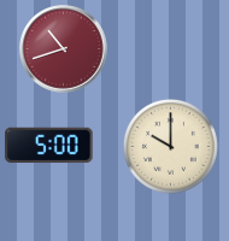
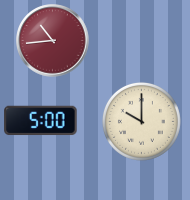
clock at (64, 49): 10:42 -> 10:44
